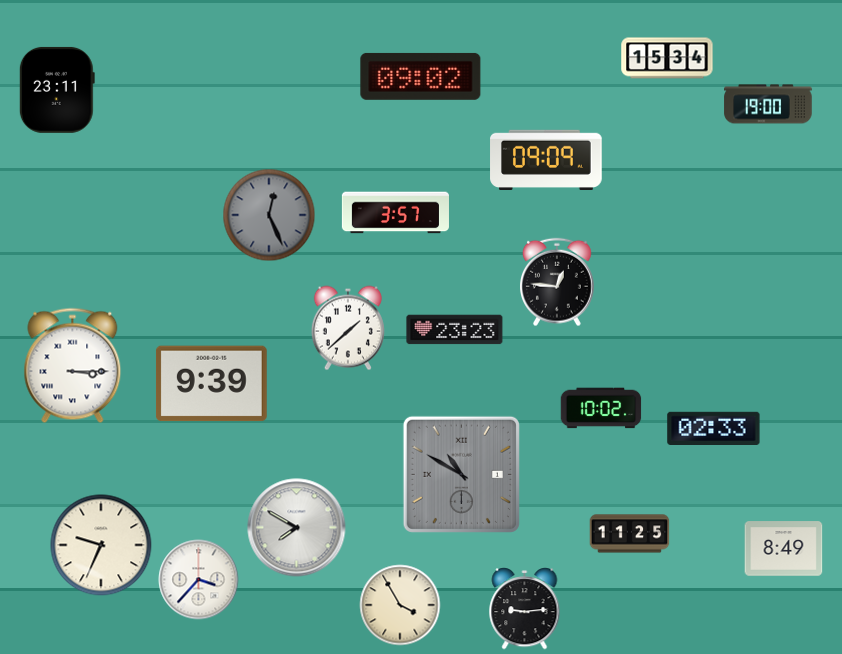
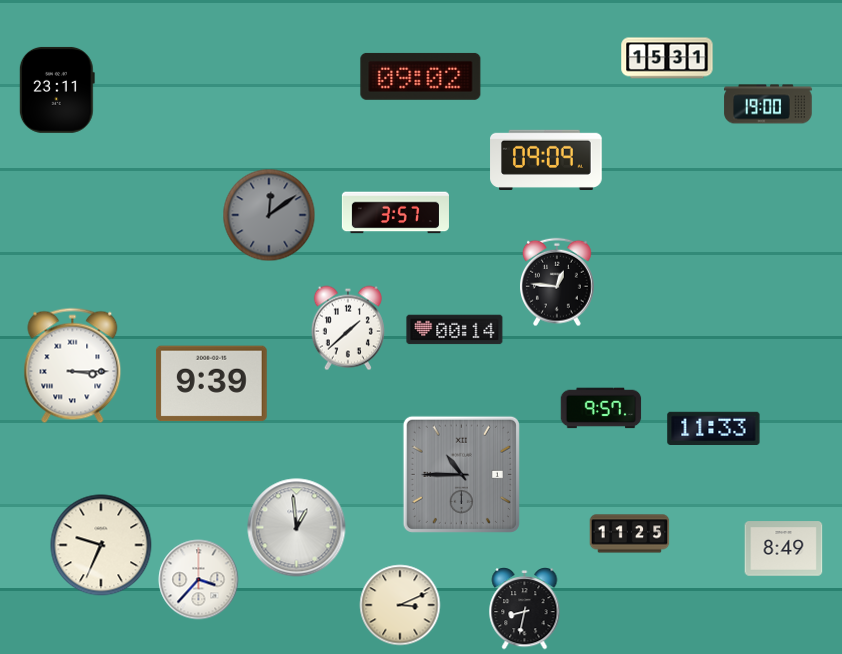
clock at (667, 58): 15:34 -> 15:31
clock at (269, 215): 12:26 -> 12:09
clock at (455, 330): 23:23 -> 00:14
clock at (601, 408): 10:02 -> 9:57
clock at (714, 428): 02:33 -> 11:33
clock at (461, 474): 10:50 -> 10:45
clock at (297, 528): 7:50 -> 12:59
clock at (400, 605): 3:55 -> 3:11
clock at (525, 609): 9:14 -> 8:32
